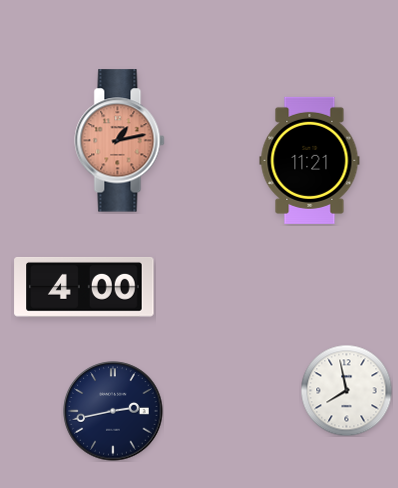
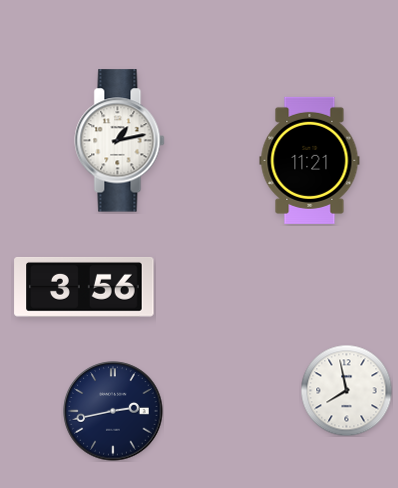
clock at (120, 141) dial: salmon -> white
clock at (84, 287): 4:00 -> 3:56
